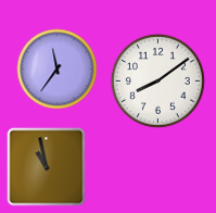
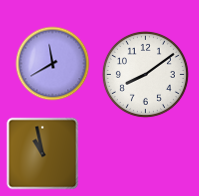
clock at (58, 70): 11:36 -> 11:40
